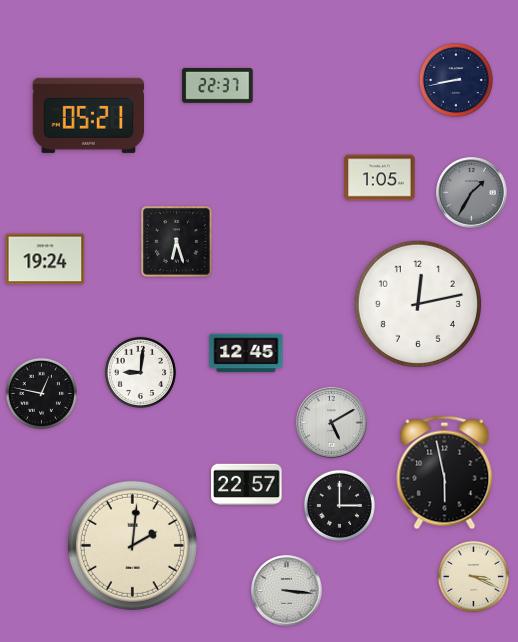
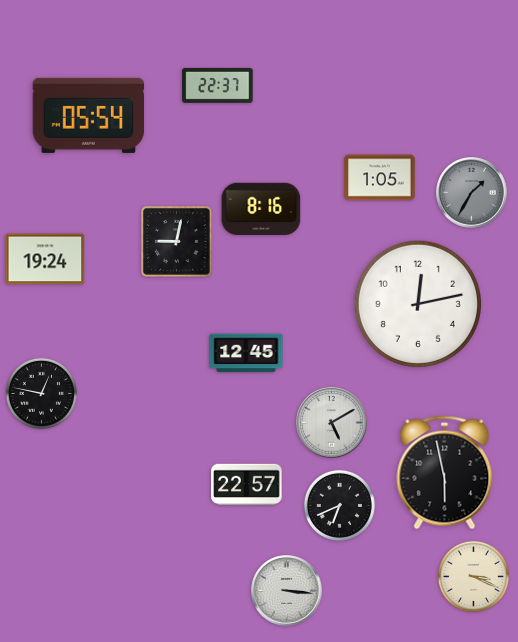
clock at (457, 81): 8:43 -> none
clock at (89, 115): 05:21 -> 05:54
clock at (261, 209): none -> 8:16
clock at (177, 242): 6:27 -> 9:02
clock at (140, 372): 9:01 -> none
clock at (339, 505): 3:00 -> 6:41
clock at (132, 545): 2:01 -> none
